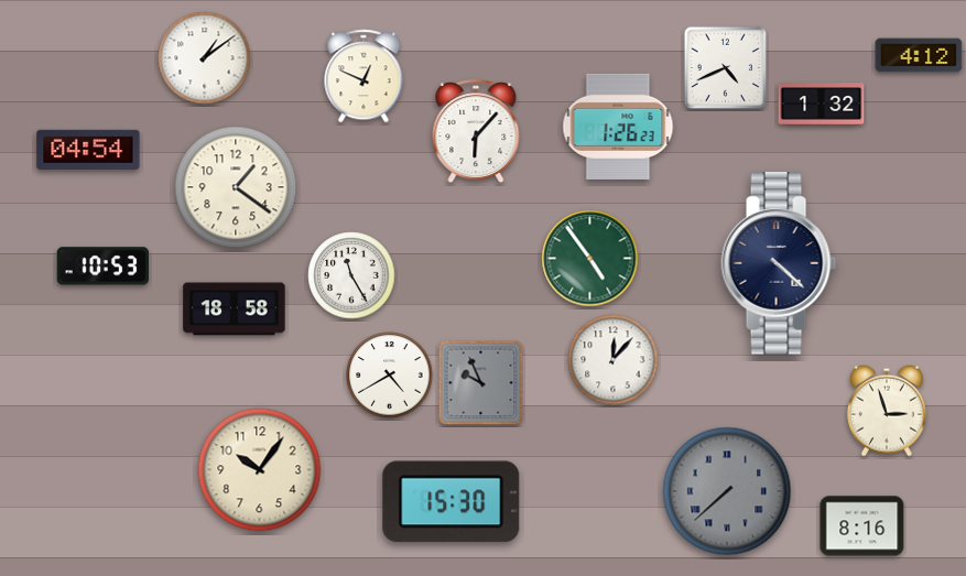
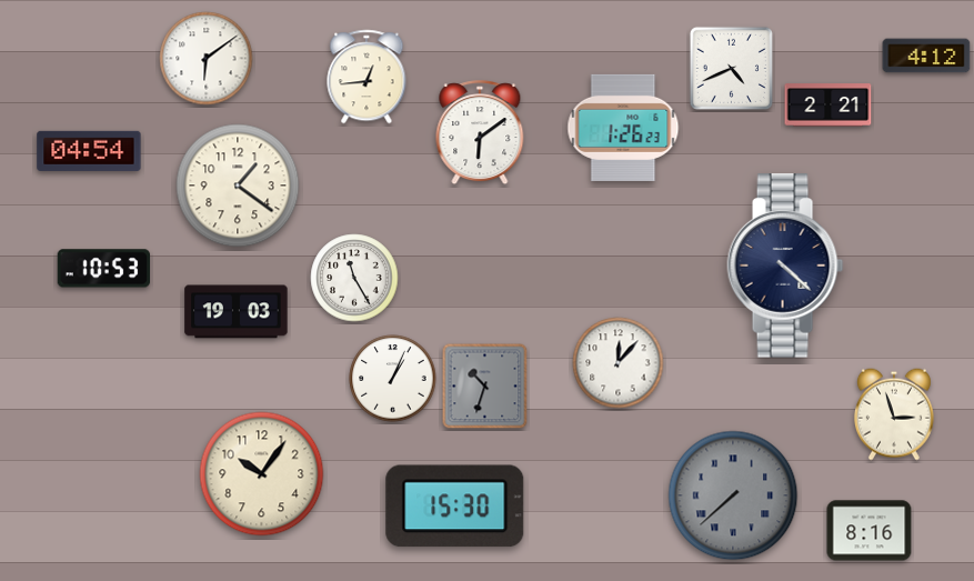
clock at (205, 58): 1:09 -> 6:09
clock at (363, 76): 12:49 -> 12:44
clock at (822, 105): 1:32 -> 2:21
clock at (476, 132): 6:07 -> 6:09
clock at (236, 187) position: (236, 187) -> (238, 186)
clock at (590, 259): 4:54 -> none
clock at (235, 309): 18:58 -> 19:03
clock at (390, 376): 4:40 -> 1:04
clock at (481, 383): 9:56 -> 10:33
